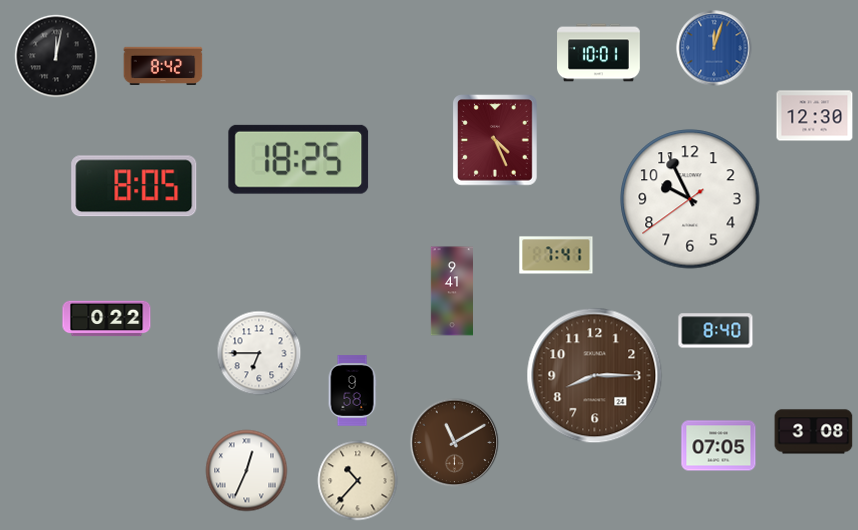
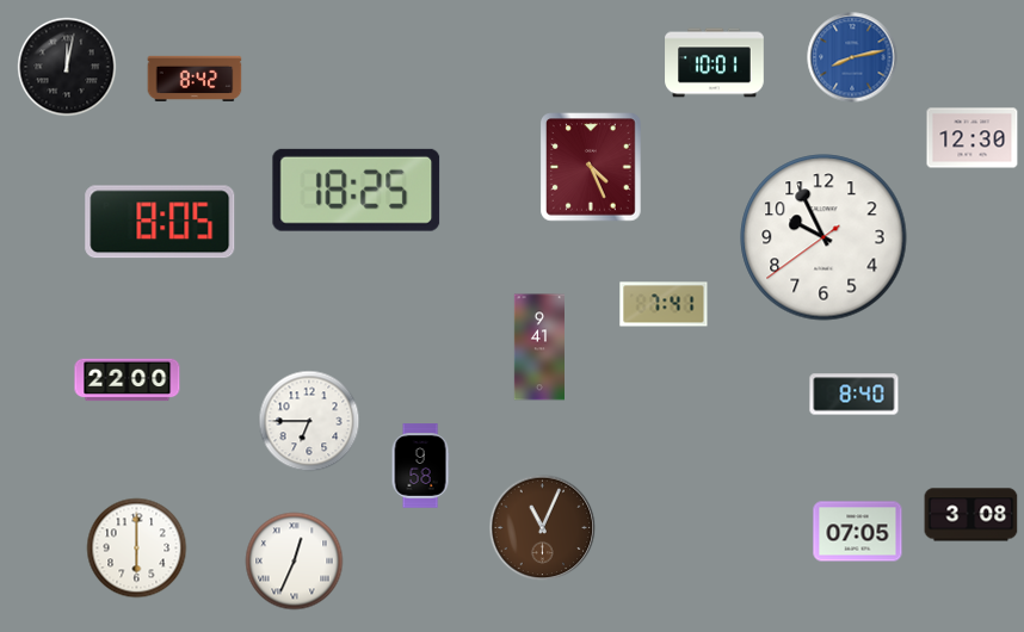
clock at (714, 48): 12:03 -> 8:13
clock at (107, 319): 0:22 -> 22:00
clock at (595, 376): 8:15 -> none
clock at (455, 443): 11:10 -> 11:04
clock at (137, 549): none -> 6:00
clock at (358, 481): 10:37 -> none
